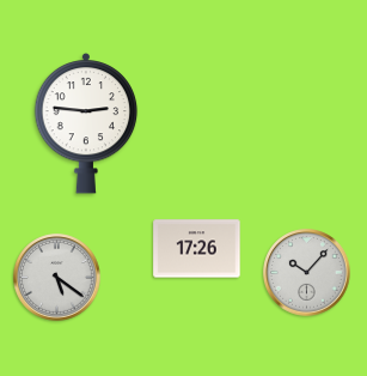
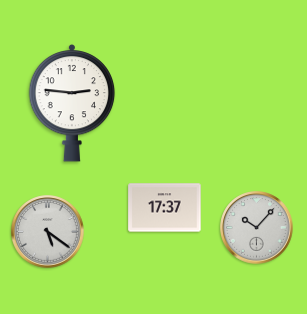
clock at (197, 249): 17:26 -> 17:37
